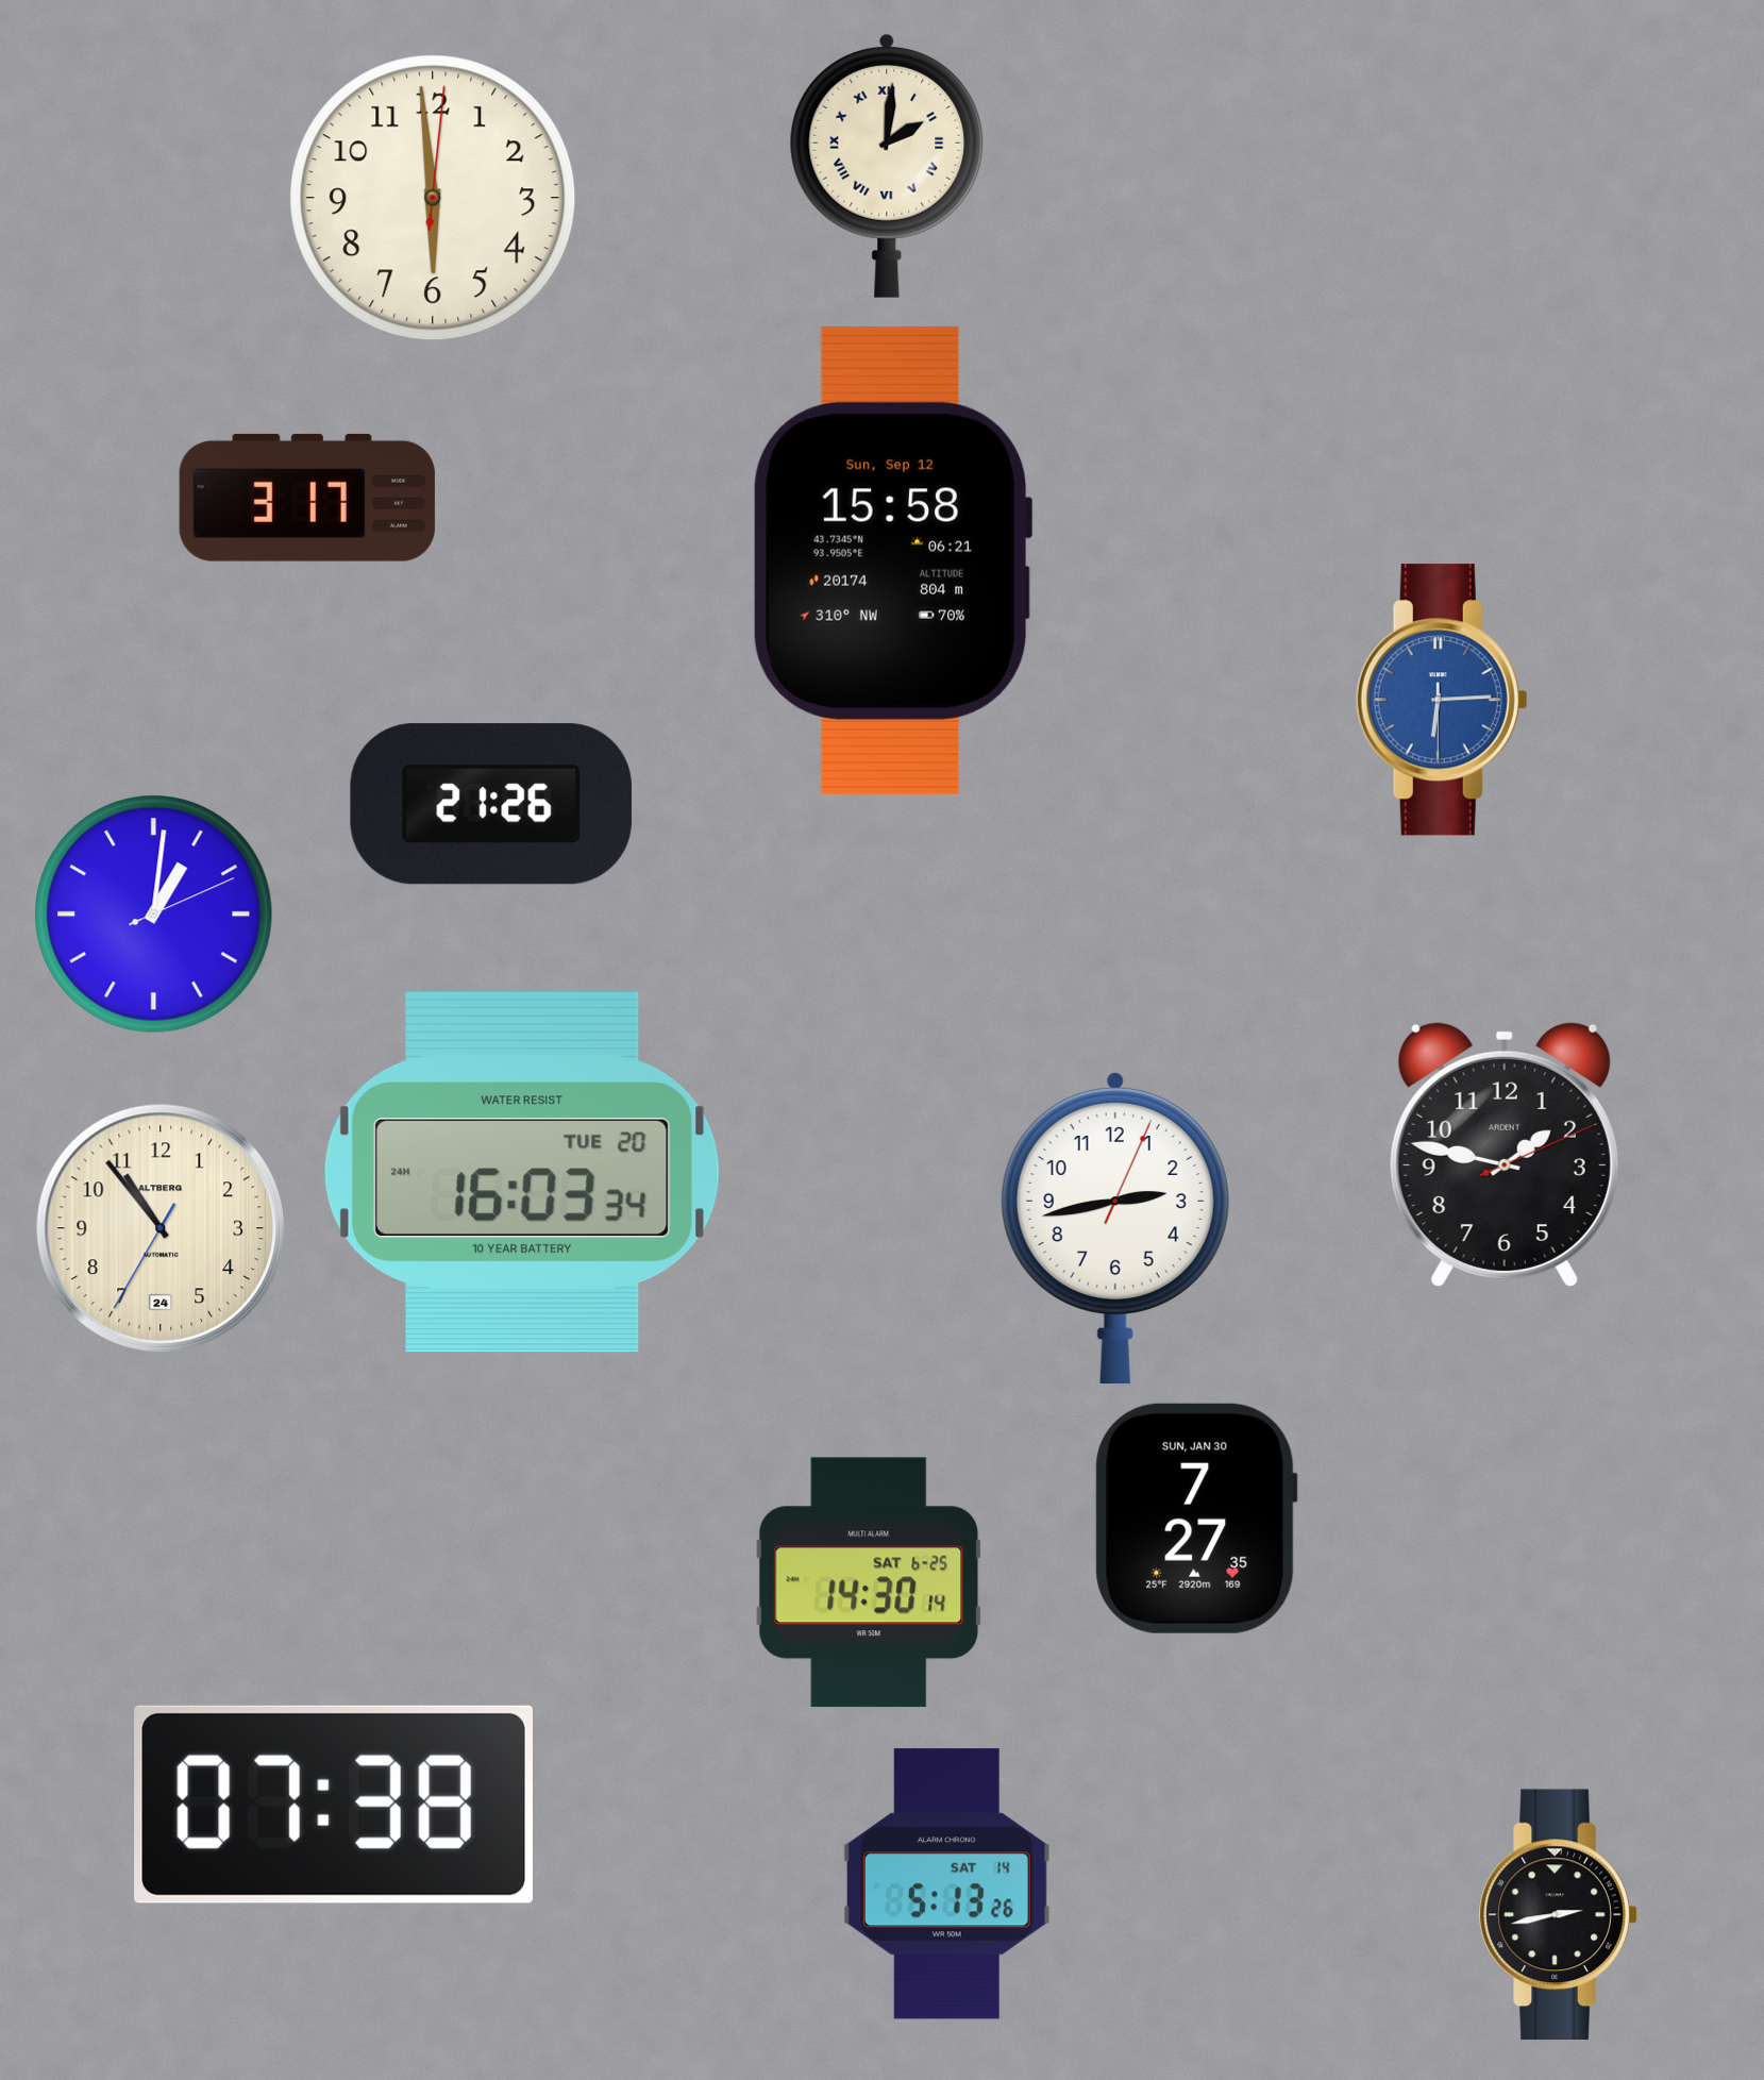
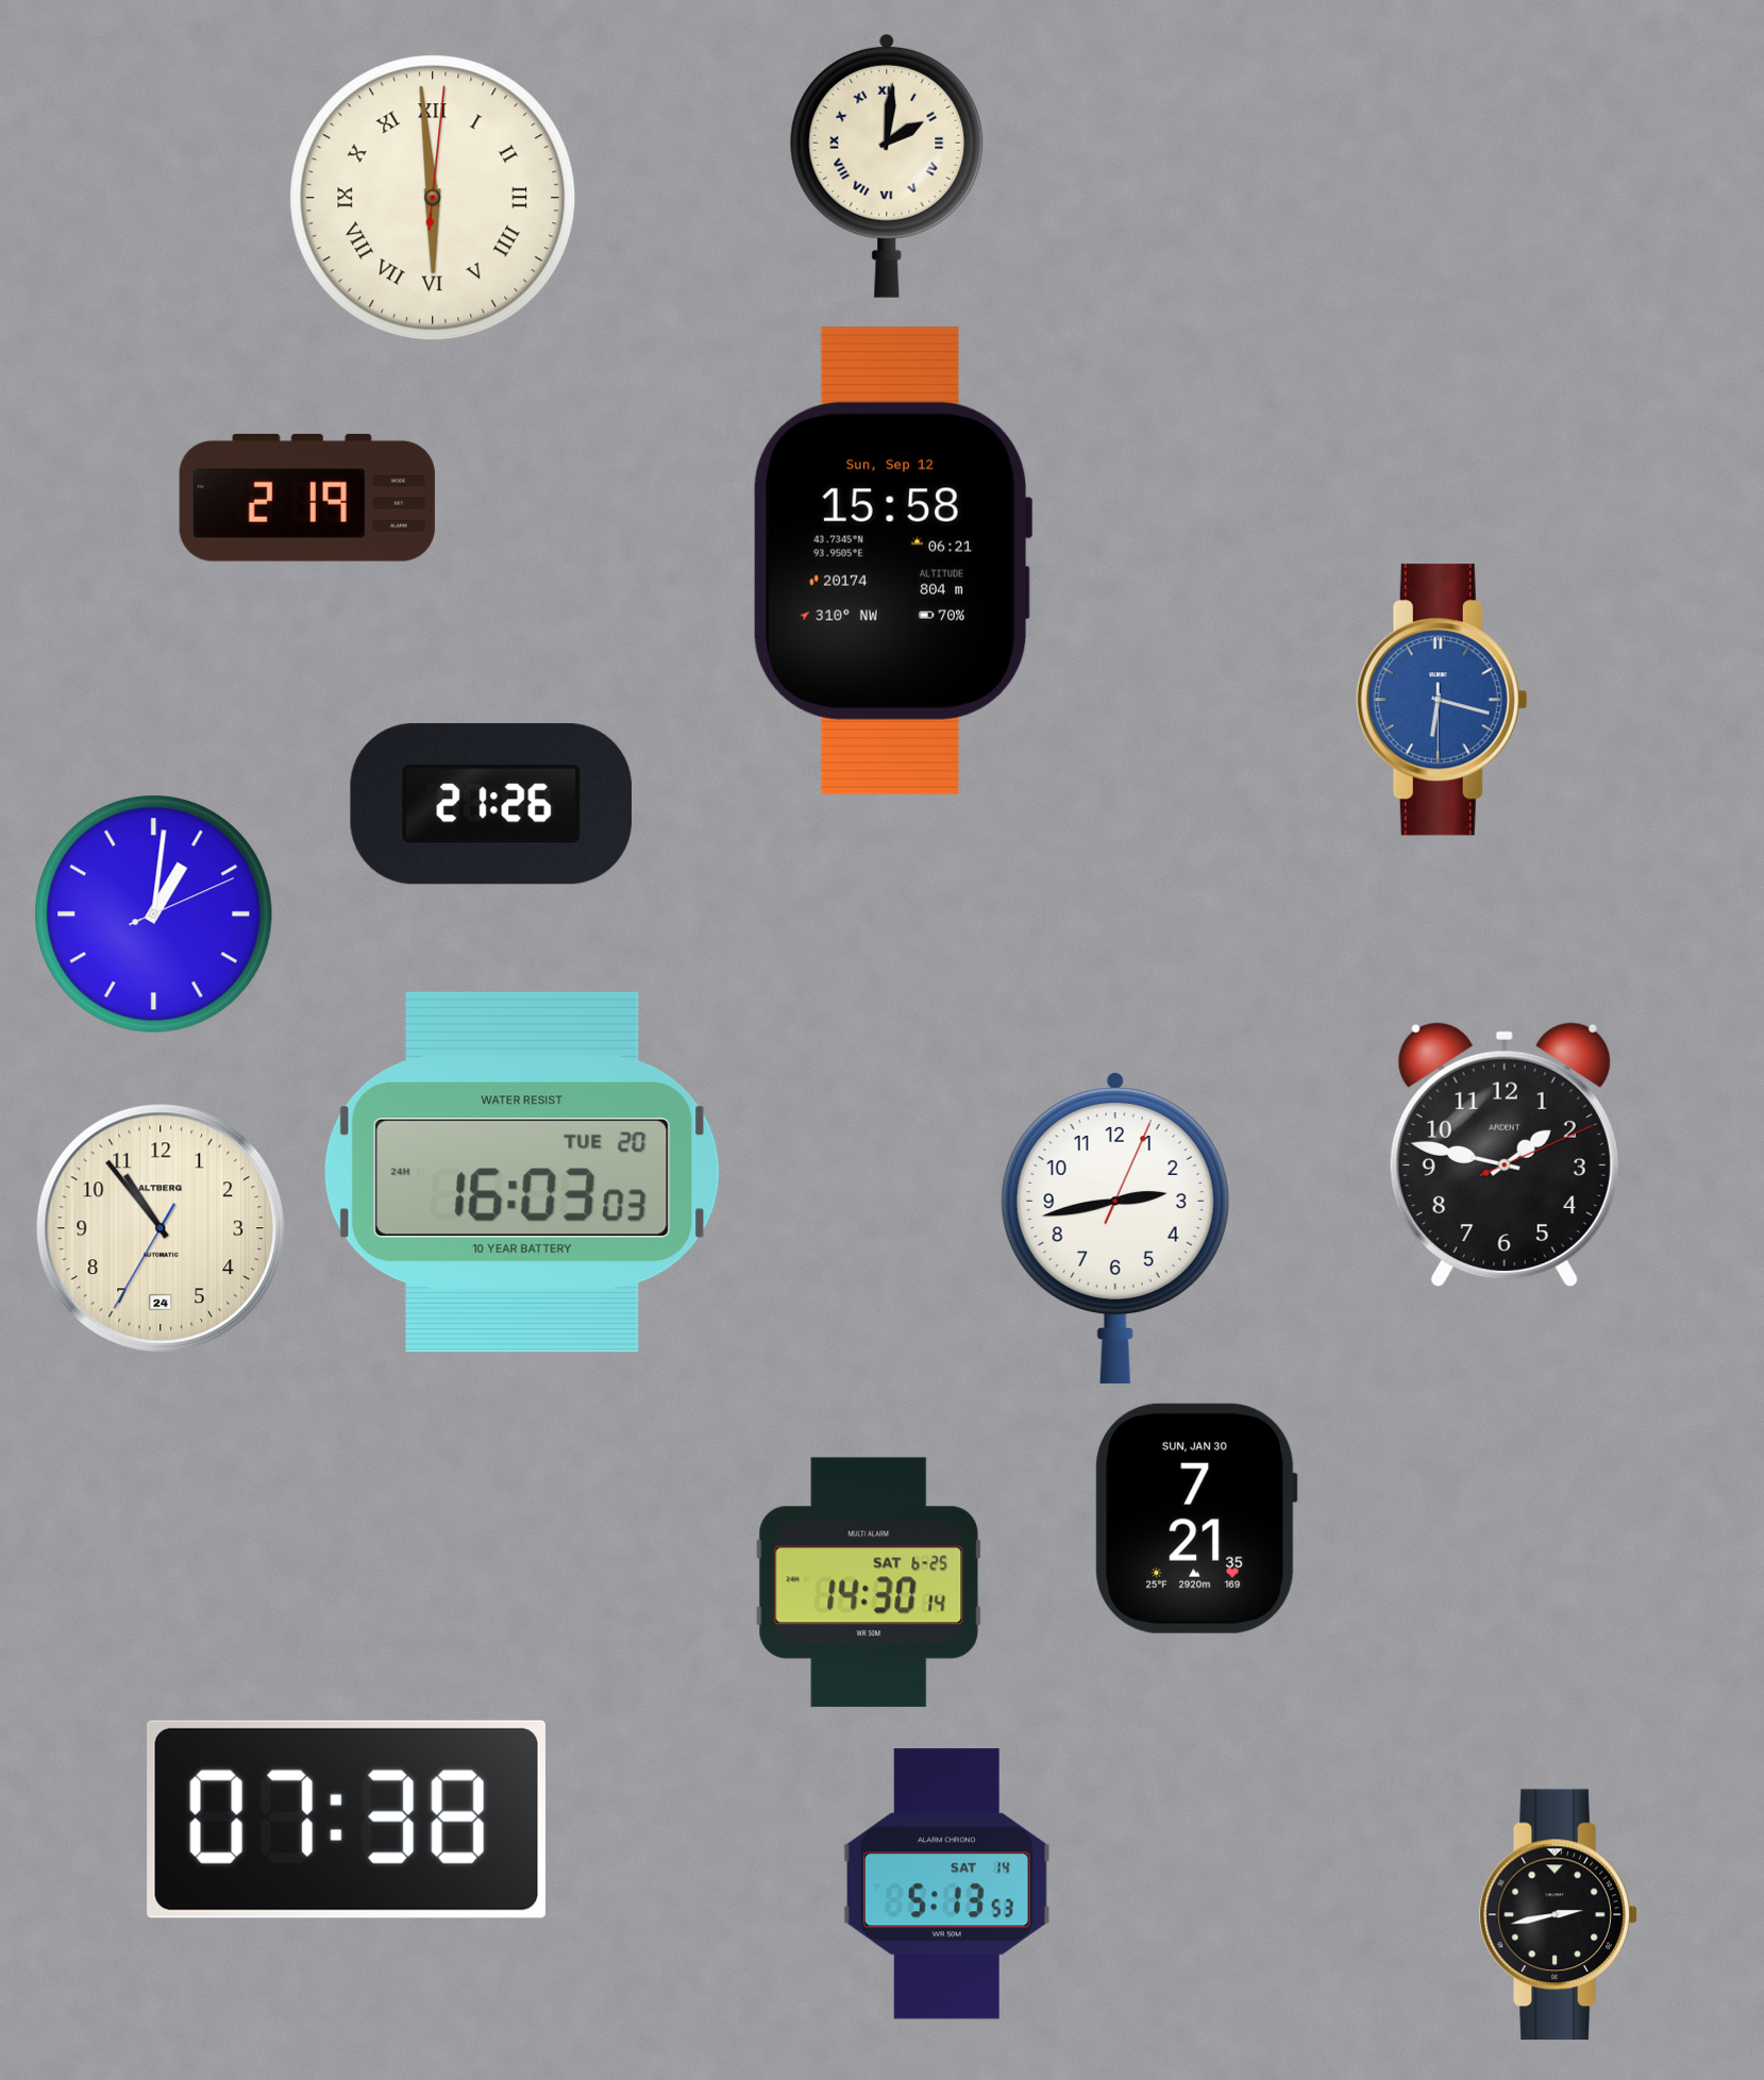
clock at (433, 198) numerals: Arabic -> Roman
clock at (307, 498): 3:17 -> 2:19
clock at (1442, 700): 6:14 -> 6:17
clock at (522, 1173): 16:03:34 -> 16:03:03
clock at (1196, 1519): 7:27 -> 7:21
clock at (333, 1805) position: (333, 1805) -> (346, 1819)
clock at (946, 1884): 5:13:26 -> 5:13:53
